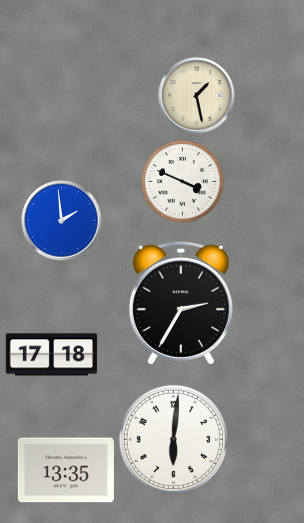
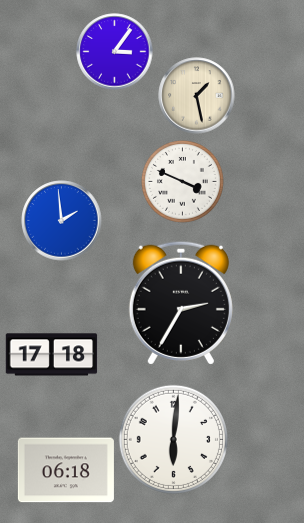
clock at (115, 52): none -> 3:06
clock at (66, 470): 13:35 -> 06:18
